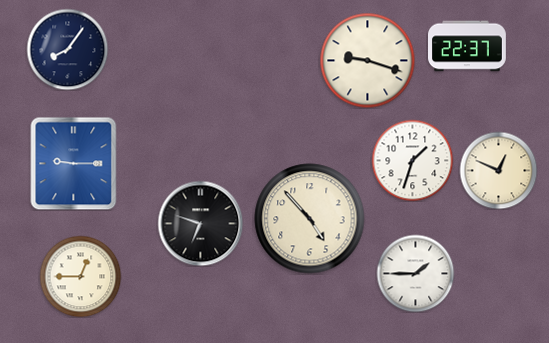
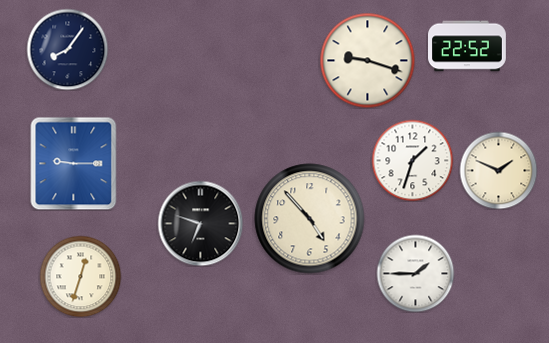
clock at (468, 46): 22:37 -> 22:52
clock at (498, 170): 12:49 -> 1:49
clock at (80, 276): 12:45 -> 12:33
